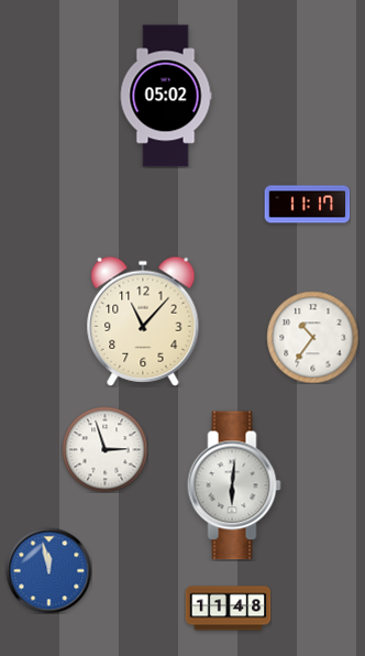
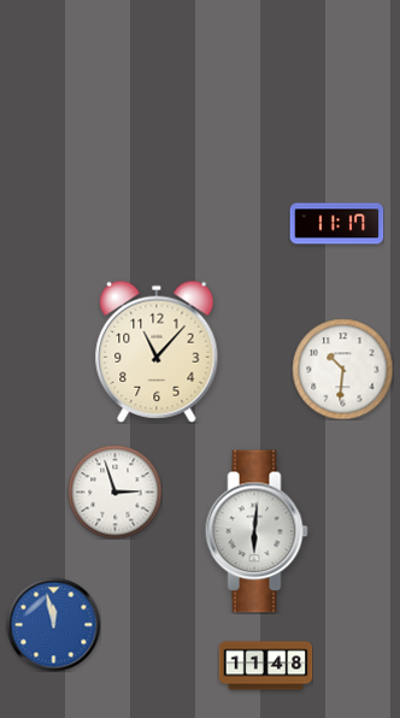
clock at (166, 96): 05:02 -> none
clock at (312, 337): 10:36 -> 10:31
clock at (228, 609) position: (228, 609) -> (265, 666)
